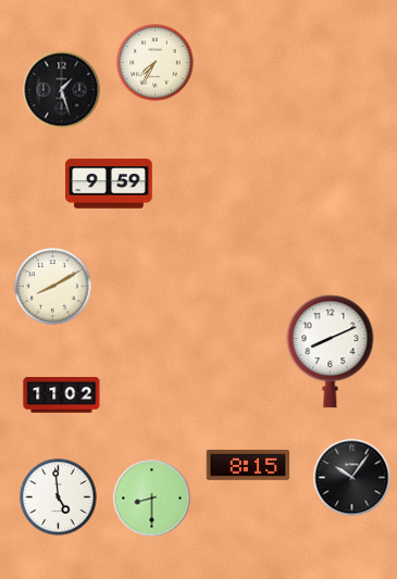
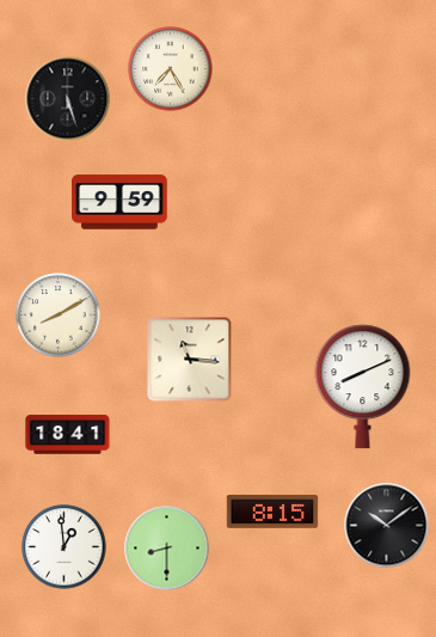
clock at (156, 63): 7:35 -> 7:25
clock at (62, 90): 1:27 -> 5:27
clock at (190, 360): none -> 11:16
clock at (62, 395): 11:02 -> 18:41
clock at (352, 478): 10:06 -> 10:09
clock at (59, 498): 4:59 -> 12:59
